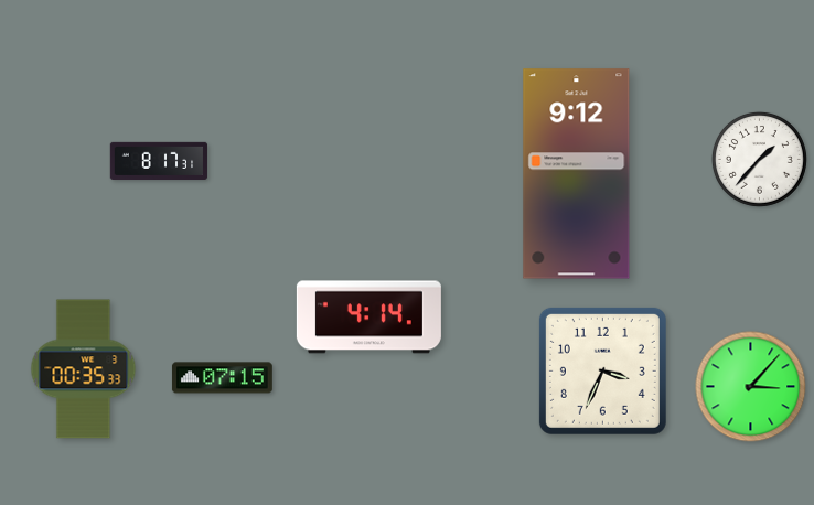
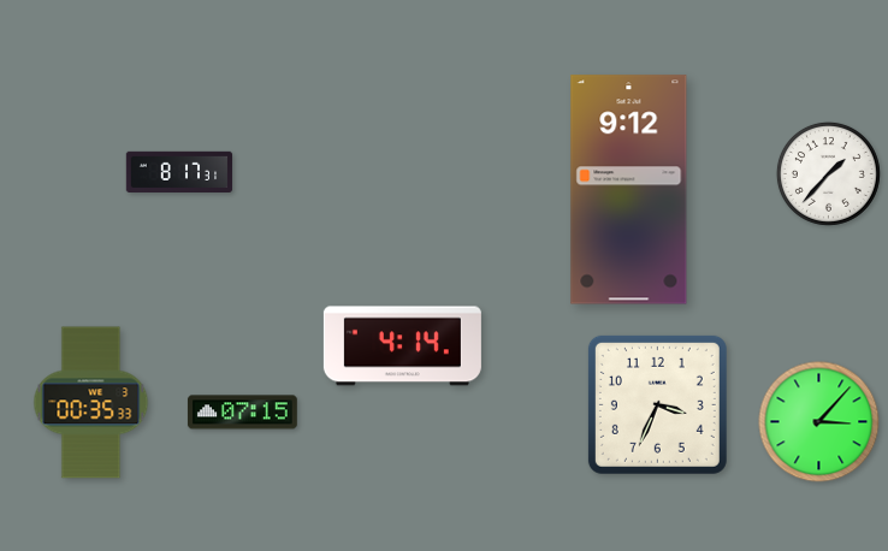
clock at (159, 160) position: (159, 160) -> (179, 171)
